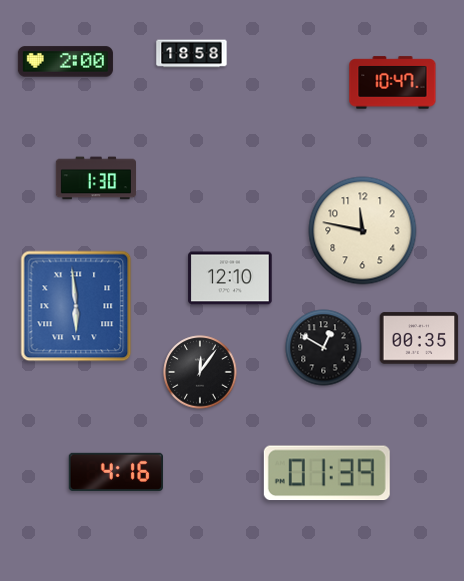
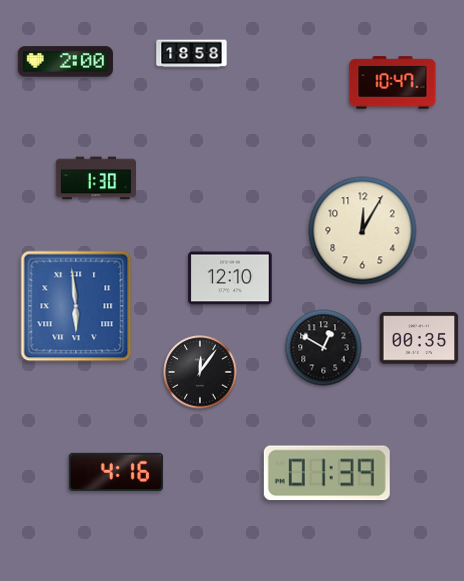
clock at (363, 231): 11:47 -> 12:05
